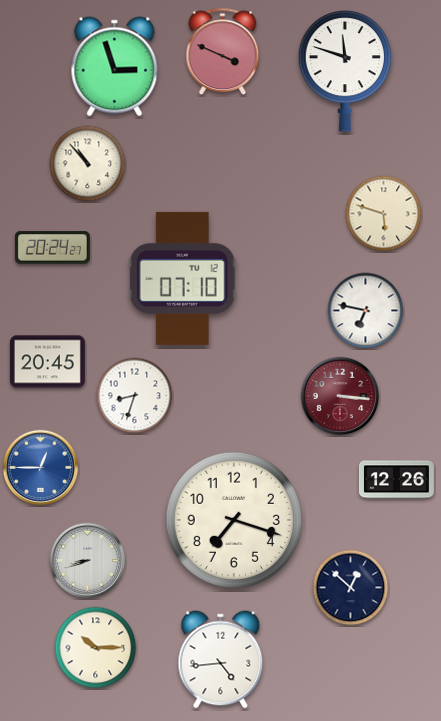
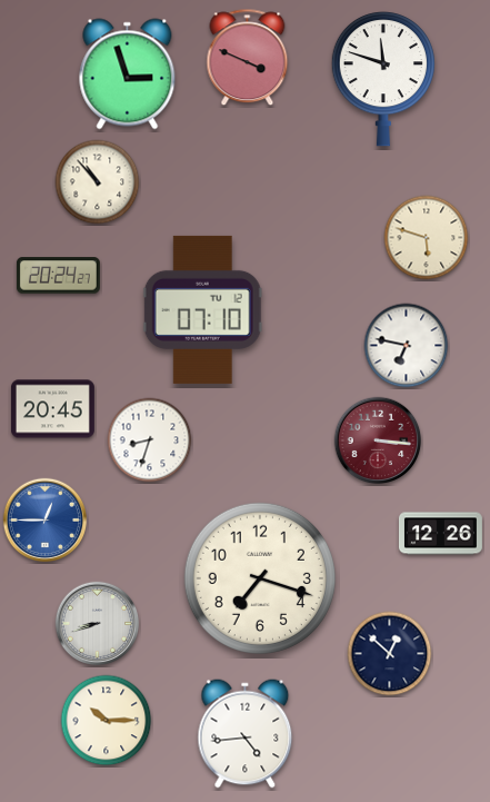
clock at (47, 362) position: (47, 362) -> (52, 409)
